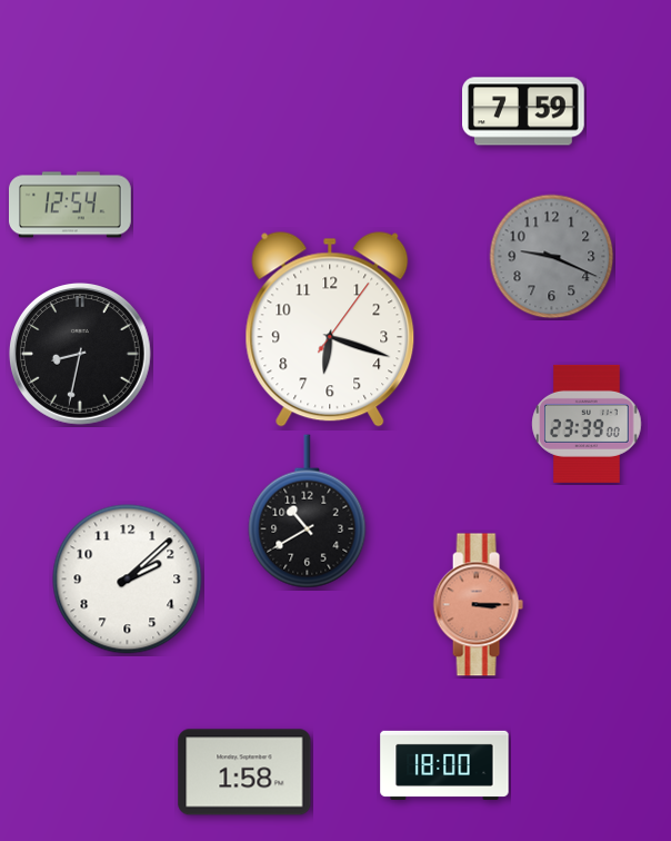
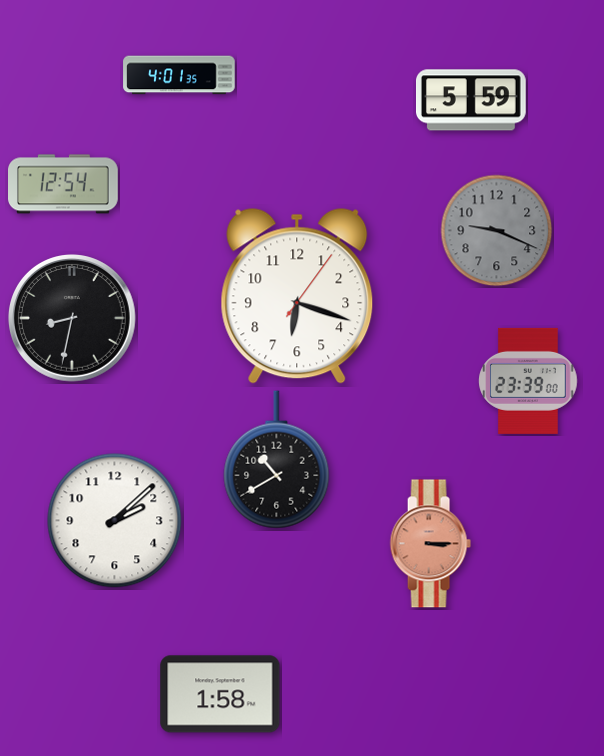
clock at (179, 75): none -> 4:01
clock at (524, 111): 7:59 -> 5:59
clock at (444, 765): 18:00 -> none
